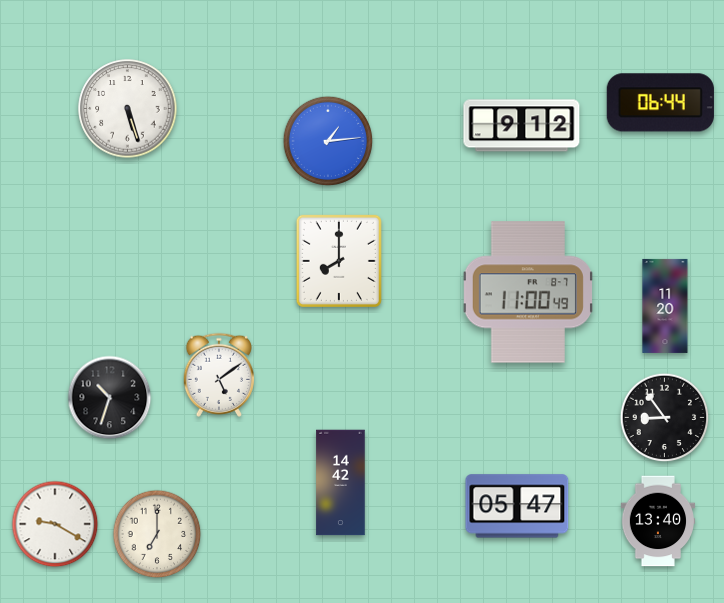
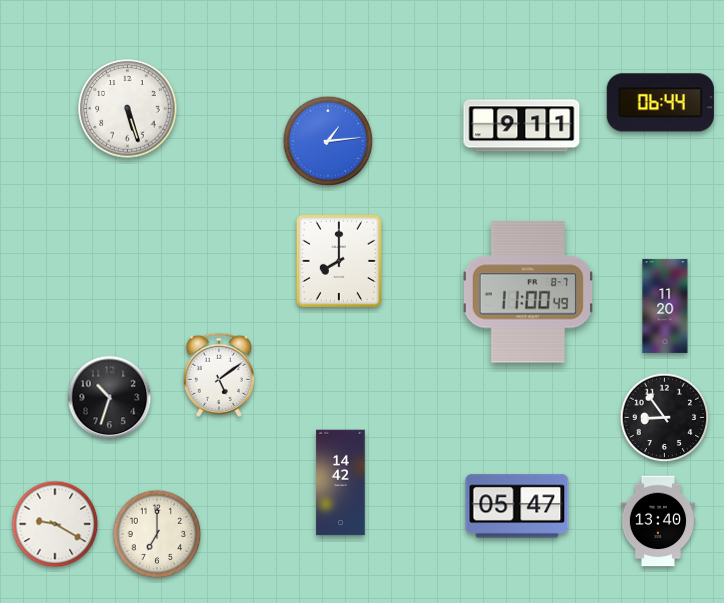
clock at (522, 126): 9:12 -> 9:11
